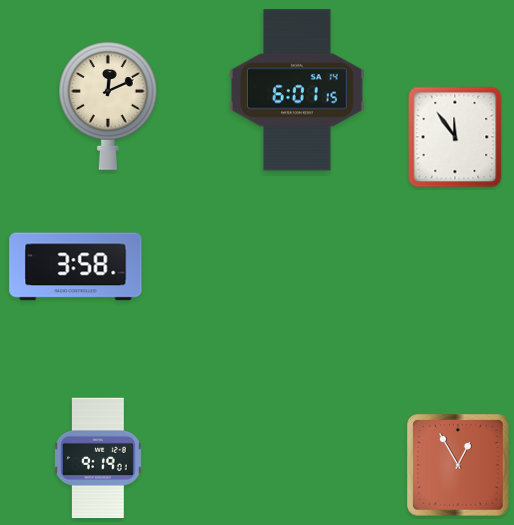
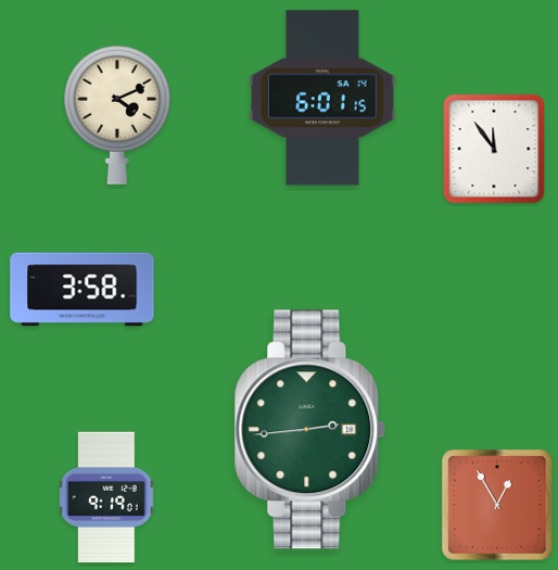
clock at (109, 106): 12:11 -> 4:11
clock at (310, 430): none -> 2:44
